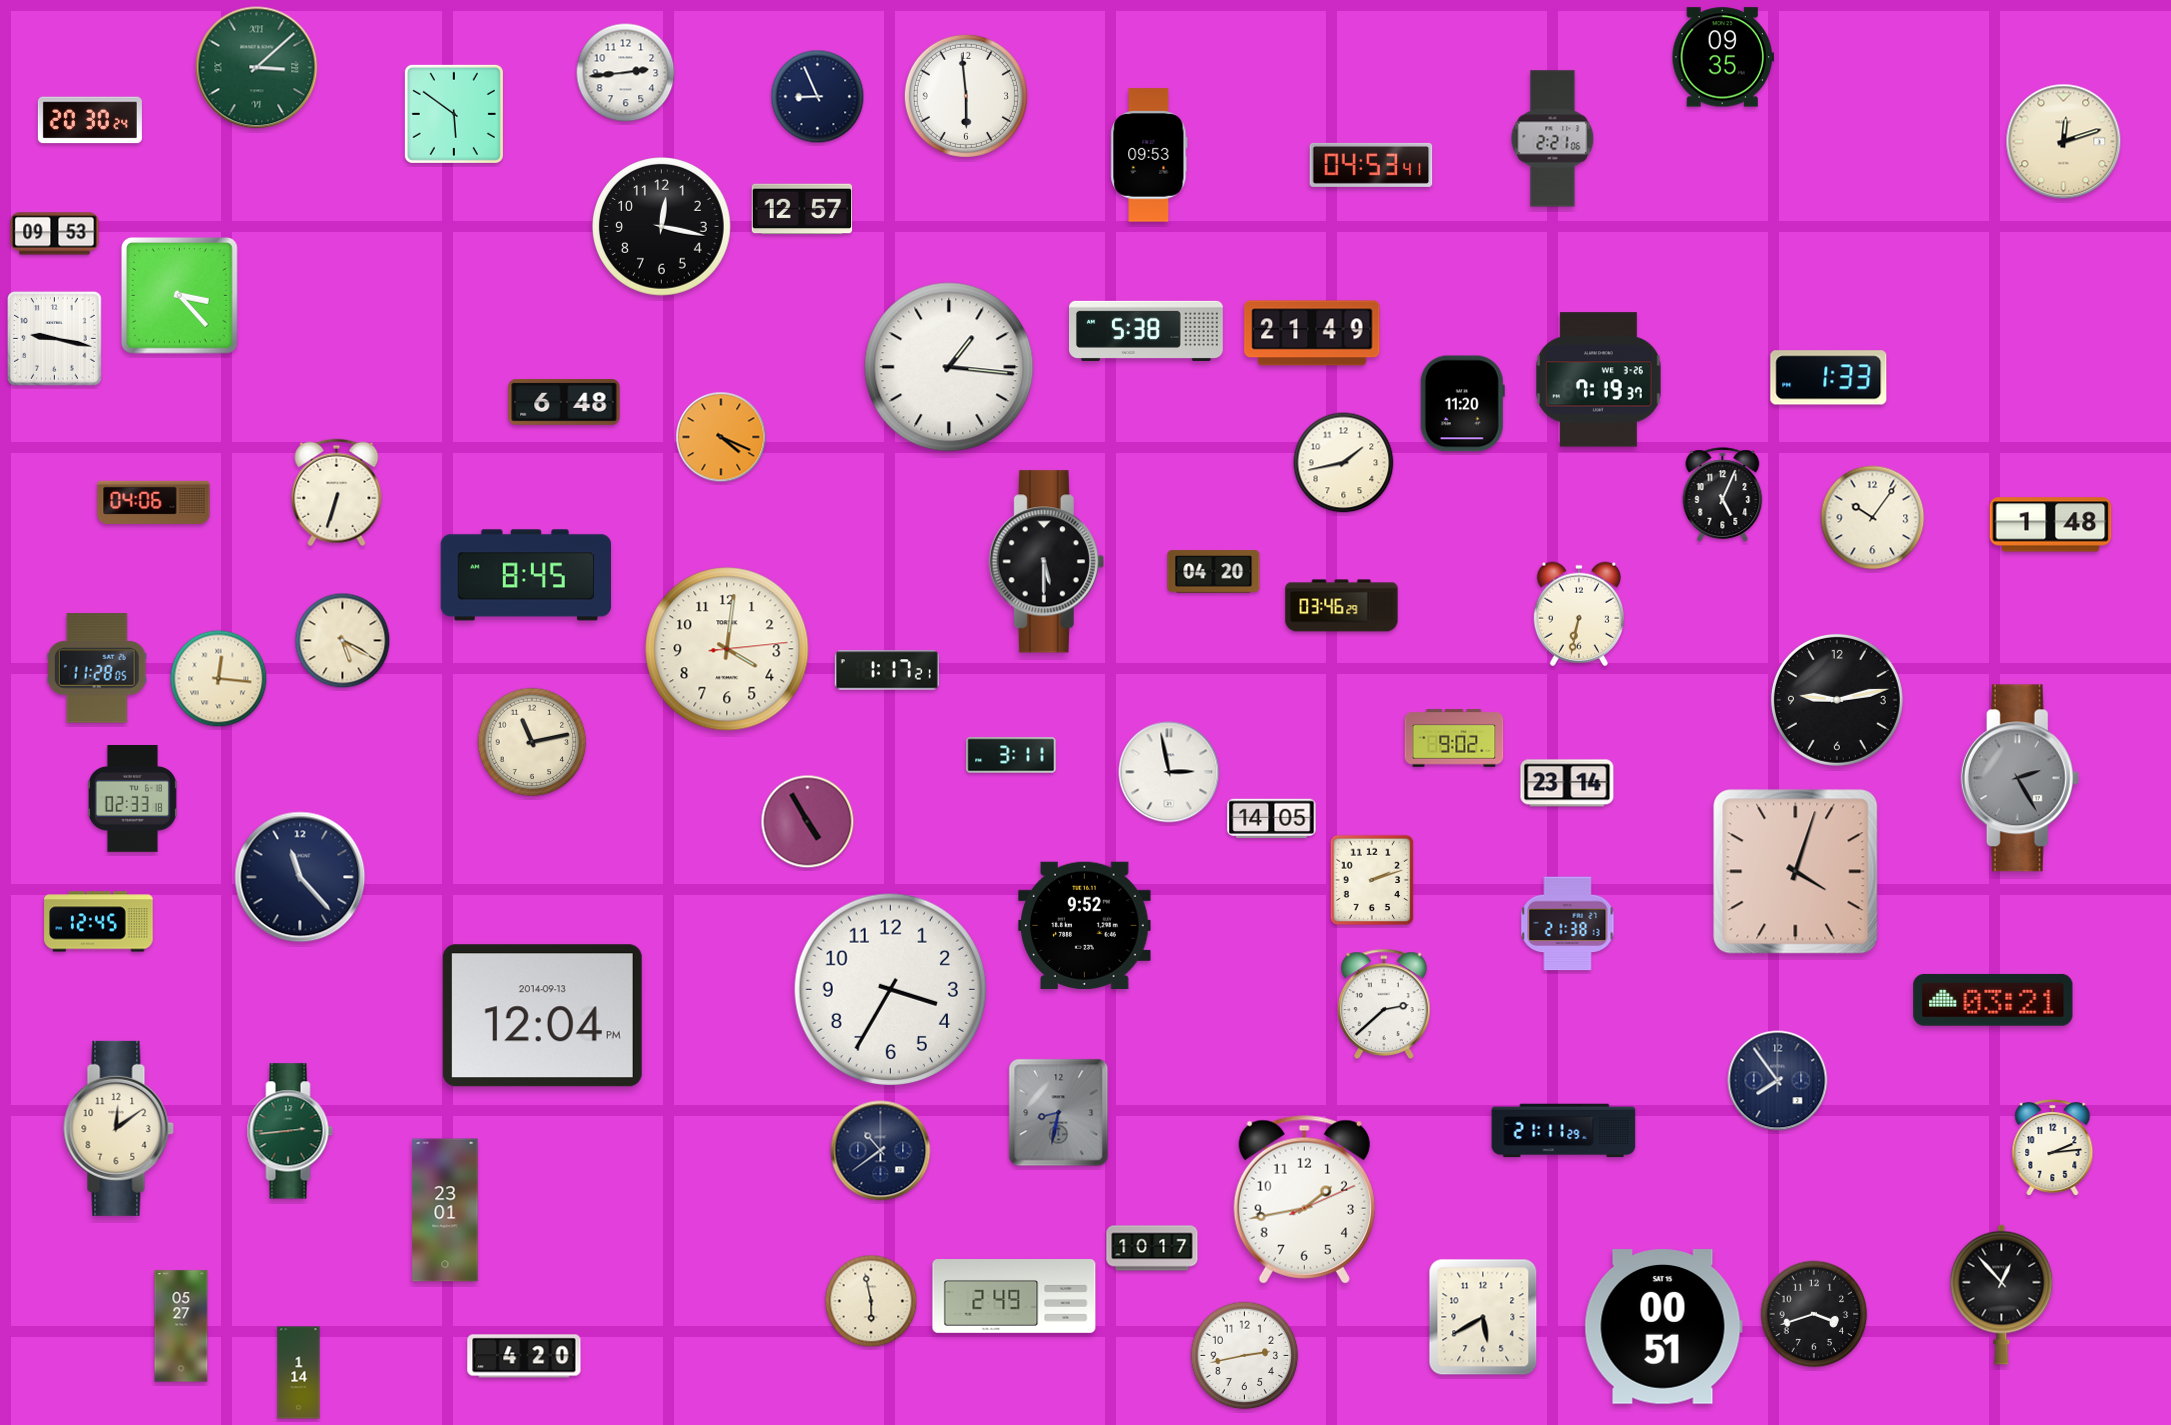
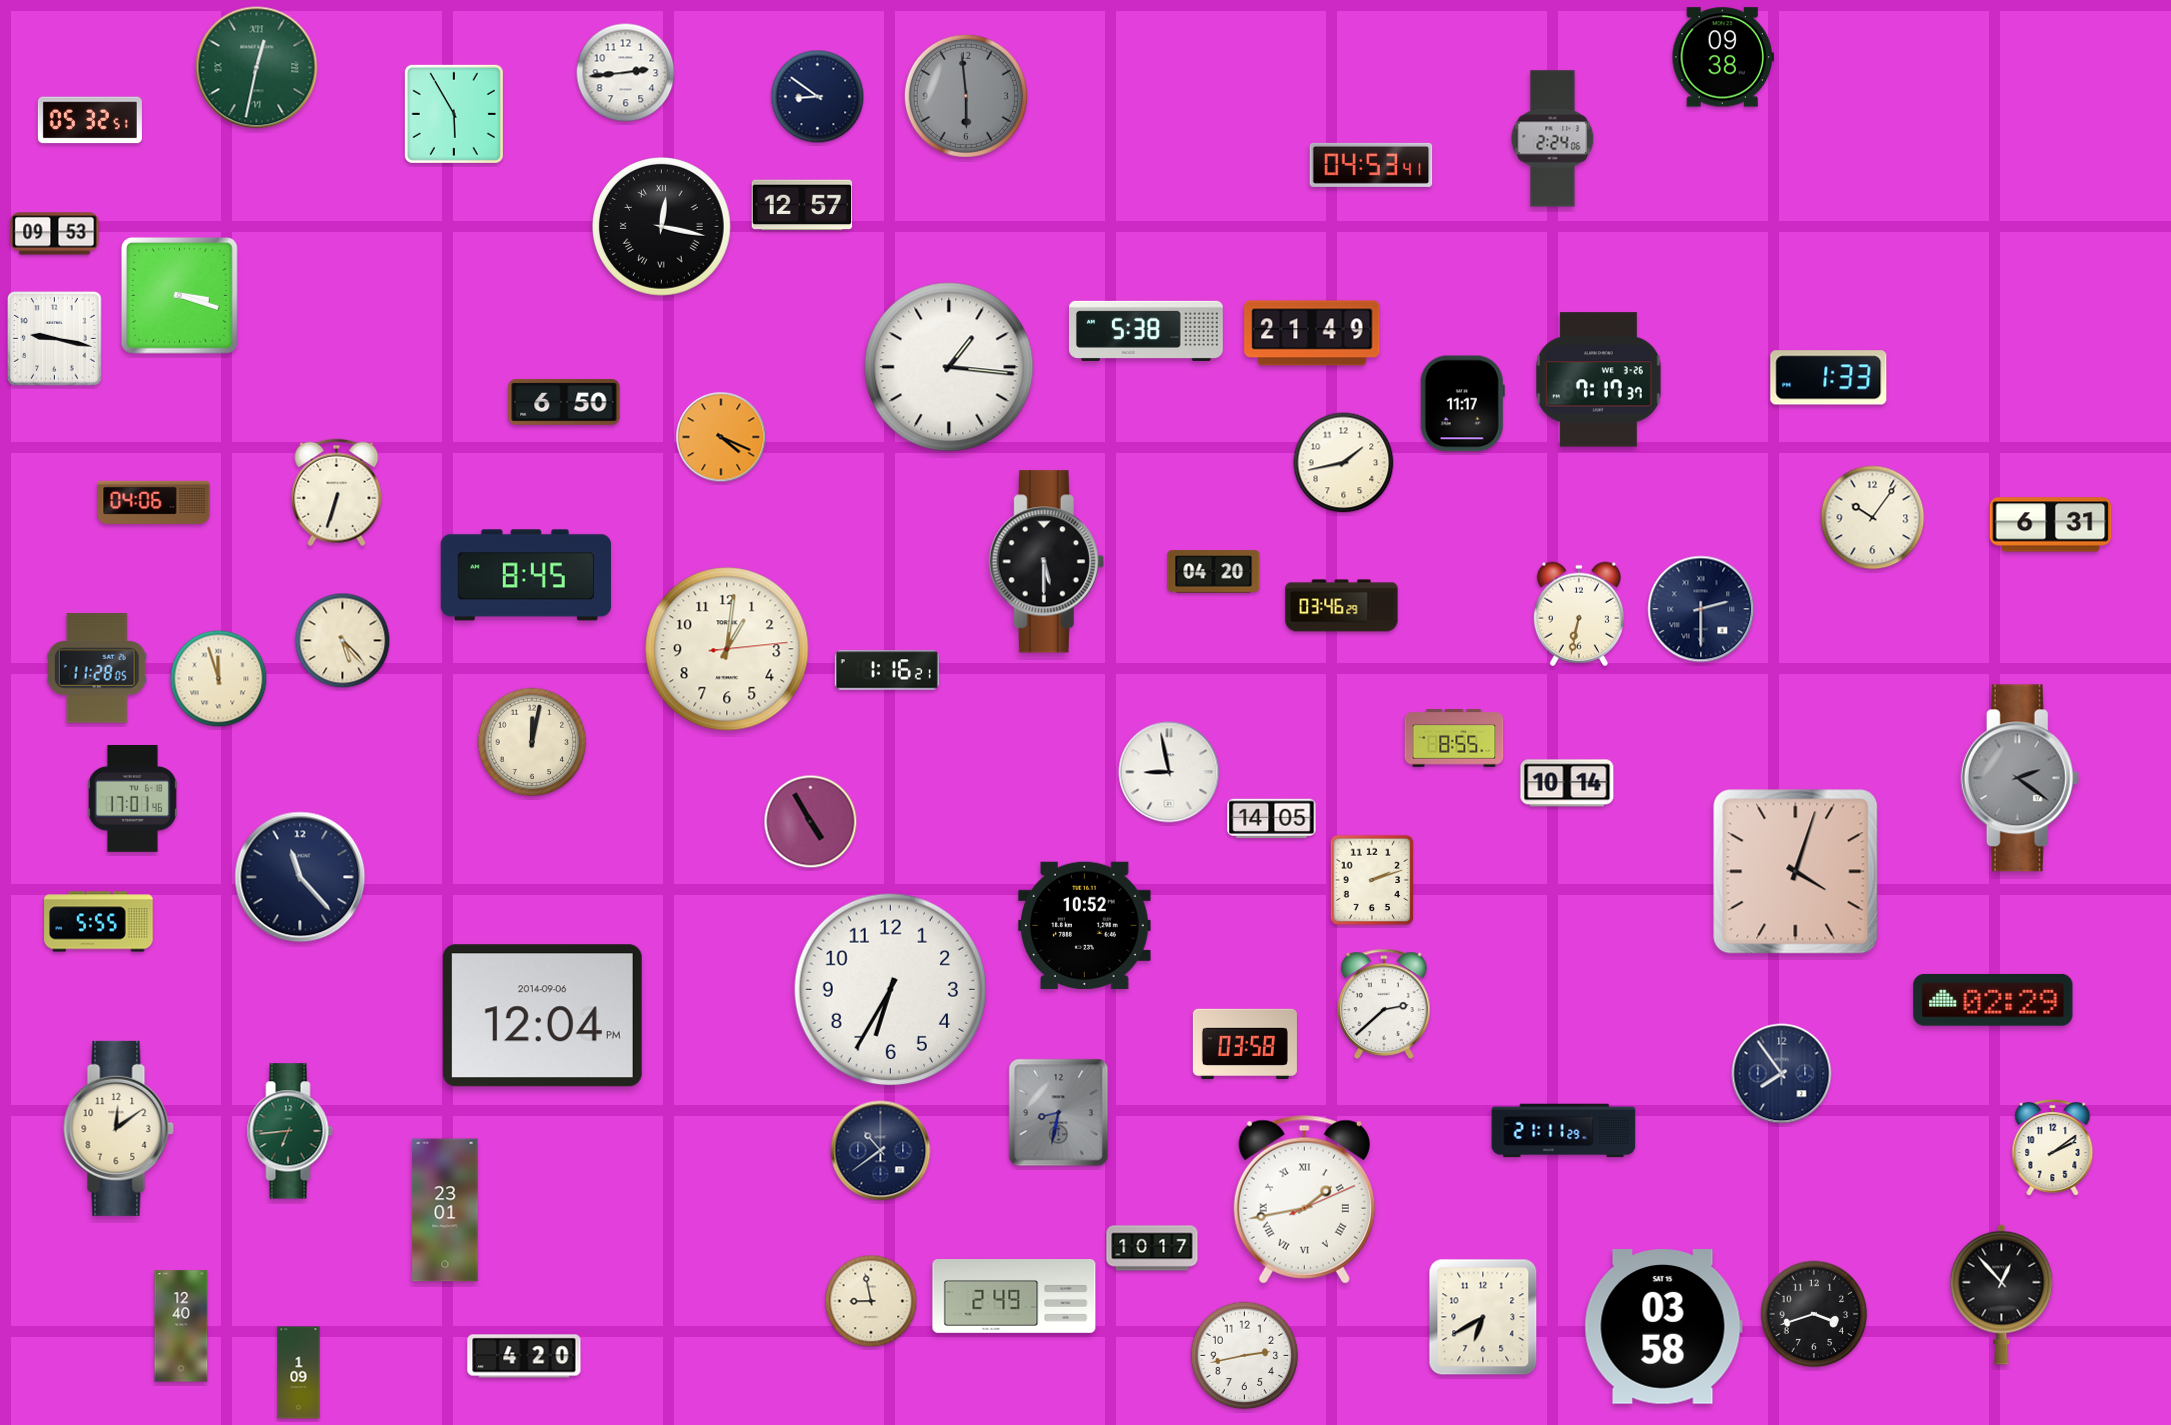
clock at (1723, 57): 09:35 -> 09:38
clock at (257, 68): 3:08 -> 12:32
clock at (966, 96) dial: white -> grey
clock at (818, 97): 8:56 -> 8:51
clock at (454, 114): 5:51 -> 5:55
clock at (90, 120): 20:30 -> 05:32
clock at (1553, 139): 2:21 -> 2:24
clock at (2064, 142): 12:12 -> none
clock at (1149, 155): 09:53 -> none
clock at (802, 209) position: (802, 209) -> (802, 205)
clock at (662, 227) numerals: Arabic -> Roman
clock at (179, 295): 3:23 -> 3:18
clock at (1599, 380): 7:19 -> 7:17
clock at (564, 403): 6:48 -> 6:50
clock at (1462, 404): 11:20 -> 11:17
clock at (1723, 495): 5:04 -> none
clock at (2051, 525): 1:48 -> 6:31
clock at (1701, 609): none -> 2:30
clock at (343, 641): 5:20 -> 5:23
clock at (727, 649): 4:01 -> 1:01
clock at (887, 670): 1:17 -> 1:16
clock at (219, 679): 12:16 -> 11:57
clock at (1837, 700): 9:13 -> none
clock at (1454, 738): 9:02 -> 8:55
clock at (532, 742): 11:13 -> 12:02
clock at (1011, 755): 3:11 -> none
clock at (1169, 772): 2:58 -> 8:58
clock at (2020, 778): 2:25 -> 2:21
clock at (1567, 783): 23:14 -> 10:14
clock at (132, 799): 02:33 -> 17:01
clock at (808, 822) position: (808, 822) -> (811, 822)
clock at (99, 922): 12:45 -> 5:55
clock at (1568, 924): 21:38 -> none
clock at (1085, 925): 9:52 -> 10:52
clock at (890, 989): 3:35 -> 6:35
clock at (1993, 1000): 03:21 -> 02:29
clock at (542, 1016) date: 2014-09-13 -> 2014-09-06
clock at (1245, 1043): none -> 03:58
clock at (1778, 1081) position: (1778, 1081) -> (1782, 1074)
clock at (290, 1131): 2:44 -> 6:44
clock at (2053, 1148): 2:14 -> 2:09
clock at (1304, 1200) numerals: Arabic -> Roman
clock at (871, 1301): 5:58 -> 8:58
clock at (1483, 1317): 5:40 -> 6:40
clock at (181, 1326): 05:27 -> 12:40
clock at (1663, 1327): 00:51 -> 03:58
clock at (299, 1373): 1:14 -> 1:09
